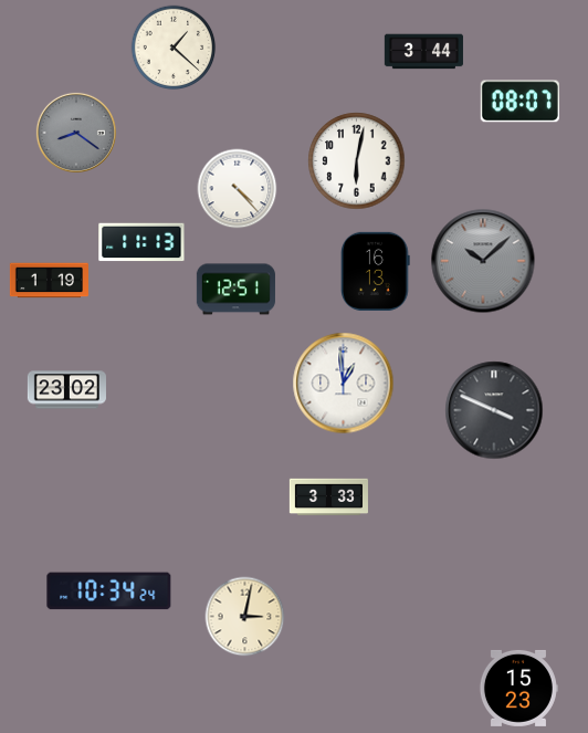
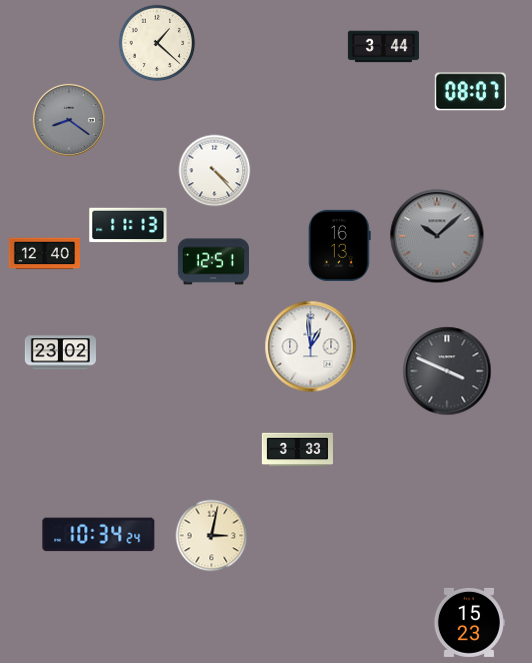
clock at (357, 161): 6:02 -> none
clock at (141, 242) position: (141, 242) -> (128, 225)
clock at (49, 281): 1:19 -> 12:40
clock at (245, 617) position: (245, 617) -> (212, 536)
